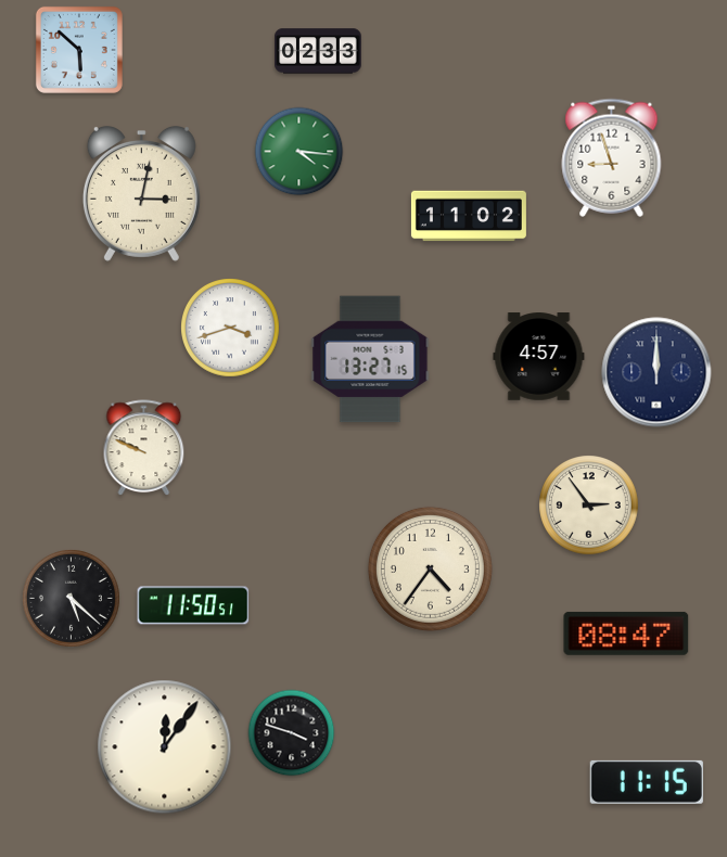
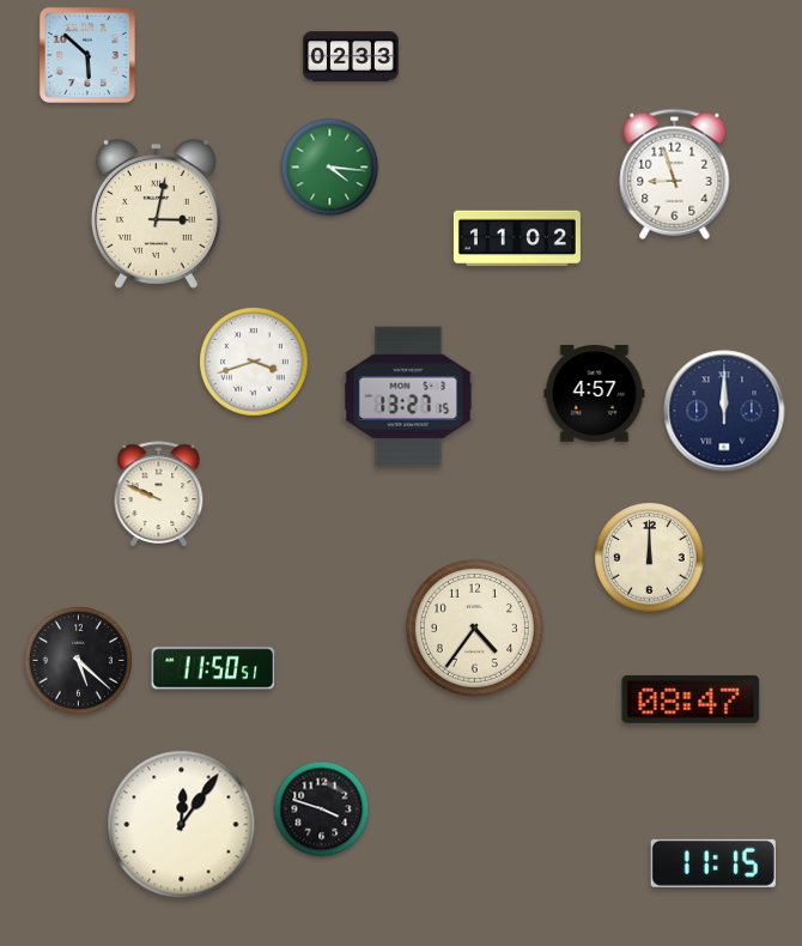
clock at (589, 506): 2:54 -> 12:00
